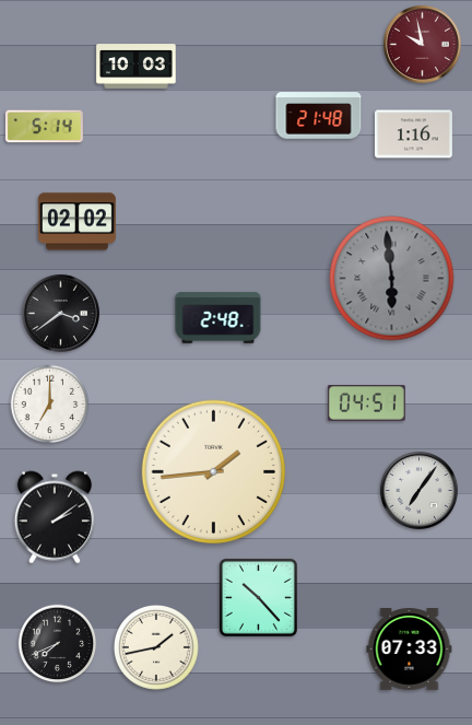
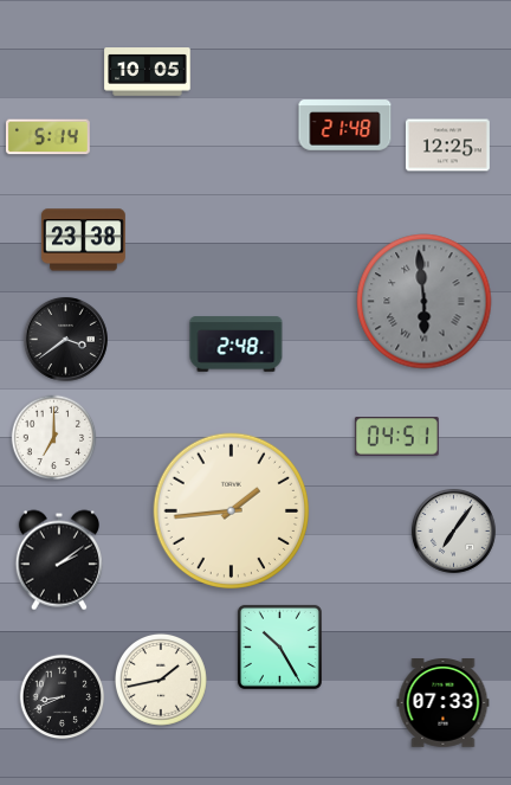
clock at (422, 44): 9:58 -> none
clock at (137, 67): 10:03 -> 10:05
clock at (413, 135): 1:16 -> 12:25
clock at (76, 222): 02:02 -> 23:38
clock at (258, 597): 10:23 -> 10:25
clock at (58, 644): 7:41 -> 8:41
clock at (156, 647) position: (156, 647) -> (161, 680)
